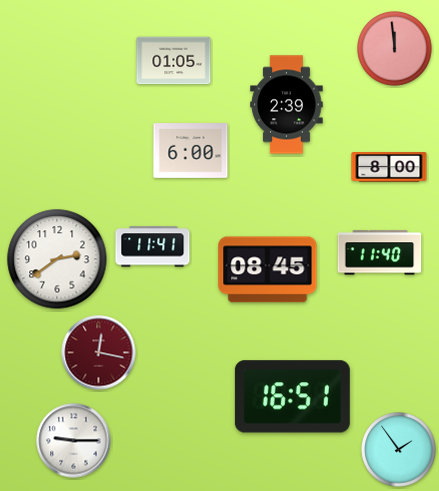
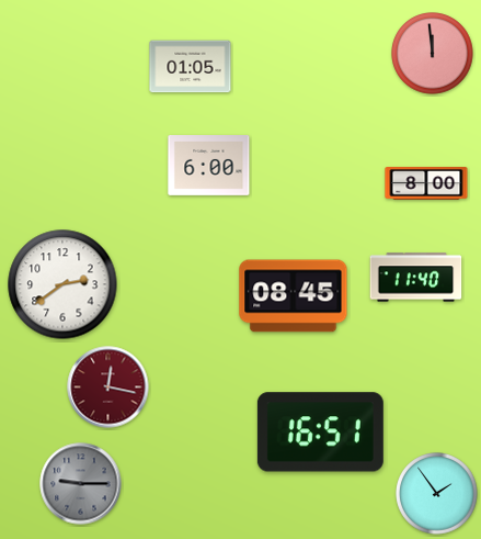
clock at (287, 105): 2:39 -> none
clock at (153, 247): 11:41 -> none
clock at (292, 397) position: (292, 397) -> (320, 433)
clock at (74, 441) dial: white -> grey
